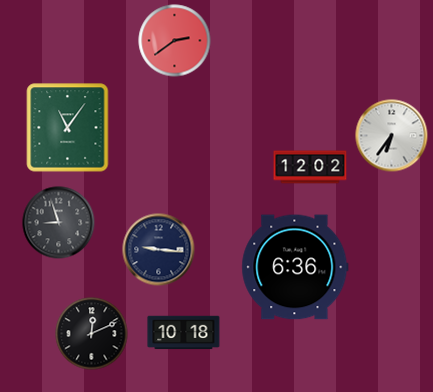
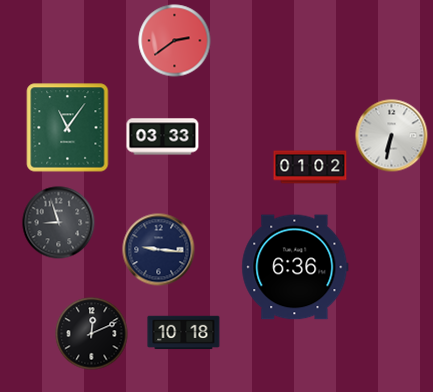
clock at (392, 136): 6:36 -> 6:32
clock at (163, 137): none -> 03:33
clock at (310, 167): 12:02 -> 01:02
